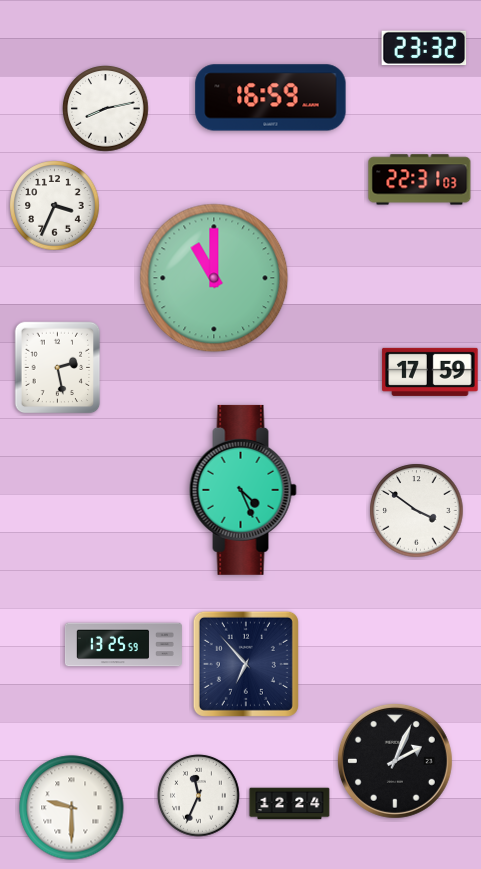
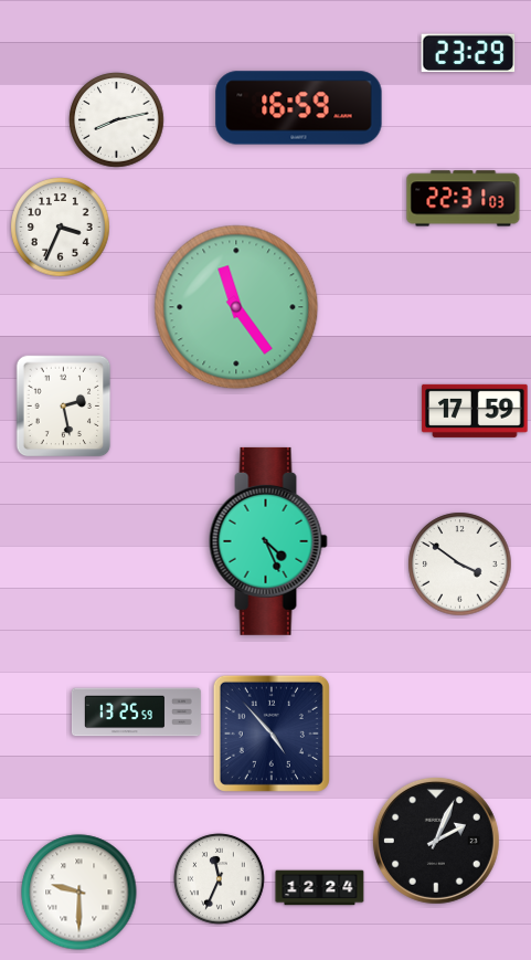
clock at (424, 48): 23:32 -> 23:29
clock at (214, 278): 11:00 -> 11:24
clock at (246, 664): 6:53 -> 4:53
